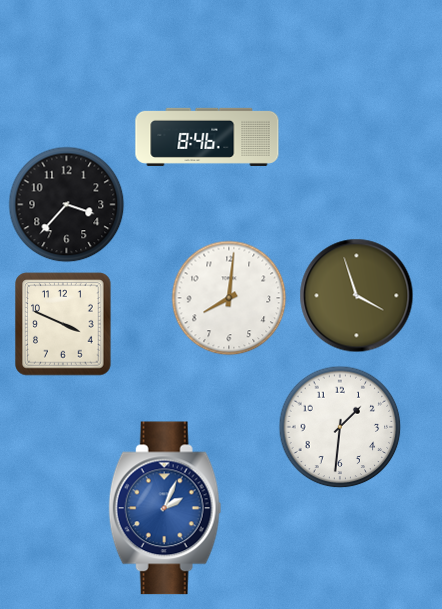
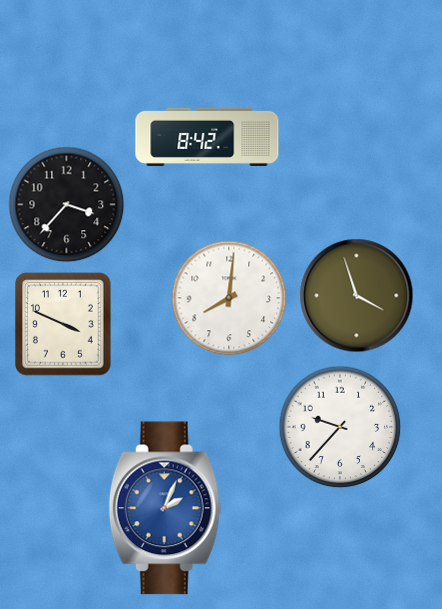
clock at (207, 137): 8:46 -> 8:42
clock at (340, 427): 1:31 -> 9:37
